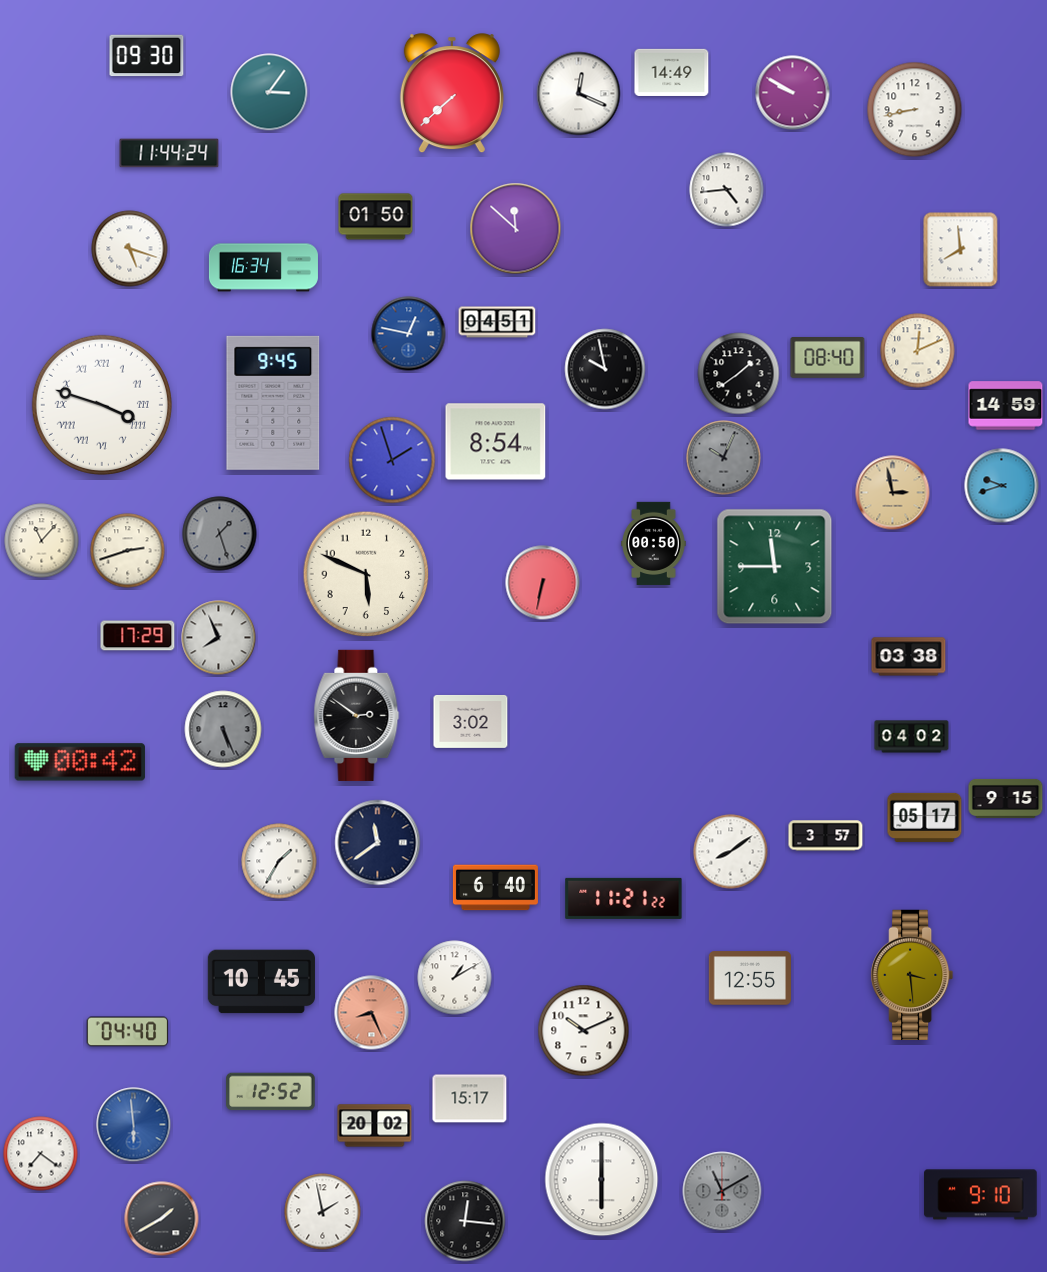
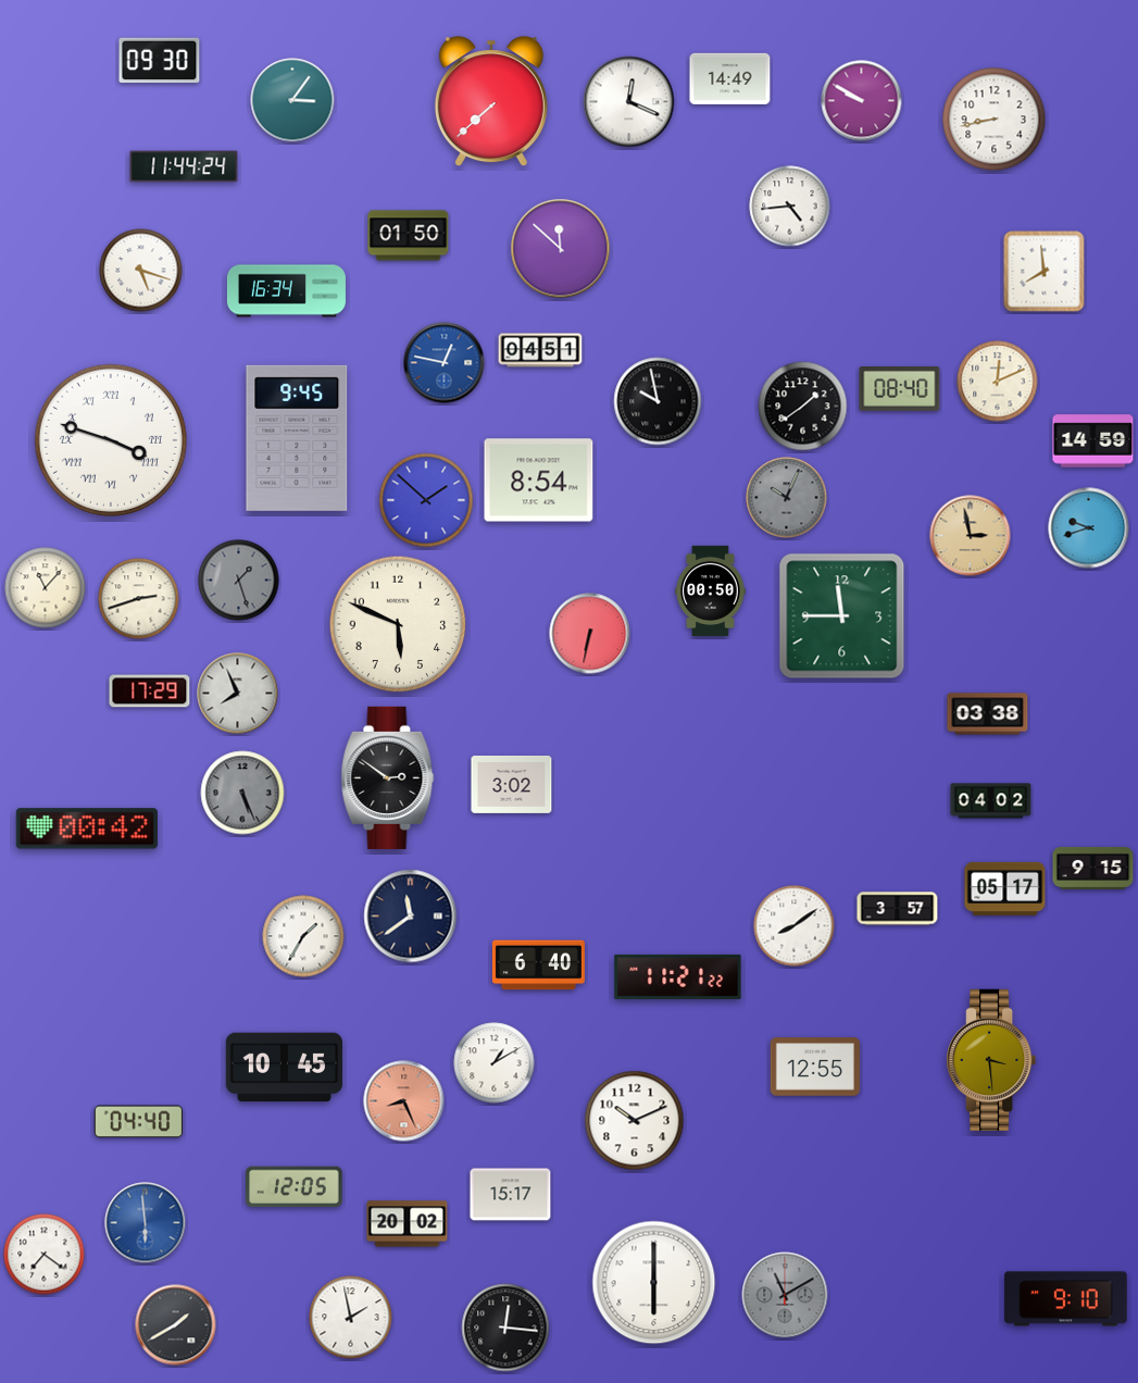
clock at (392, 460): 1:57 -> 1:52
clock at (749, 978) position: (749, 978) -> (814, 1067)
clock at (271, 1092): 12:52 -> 12:05
